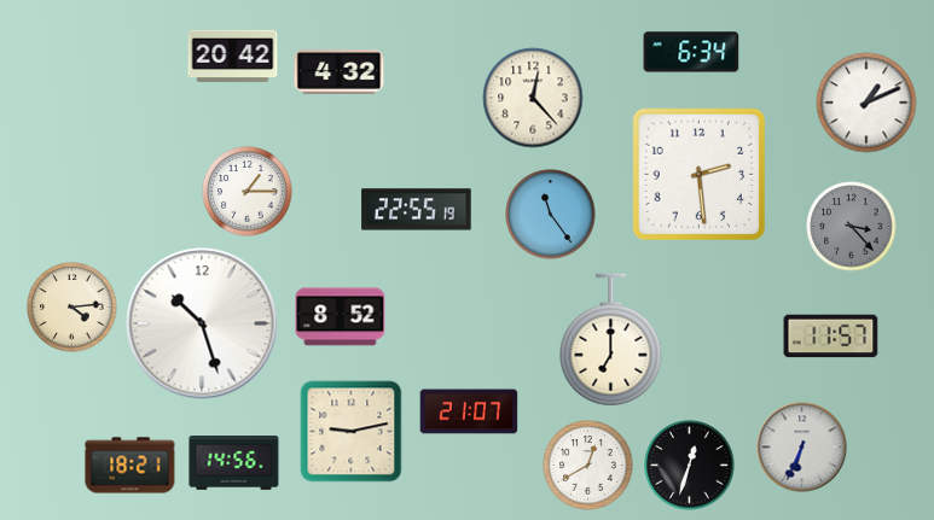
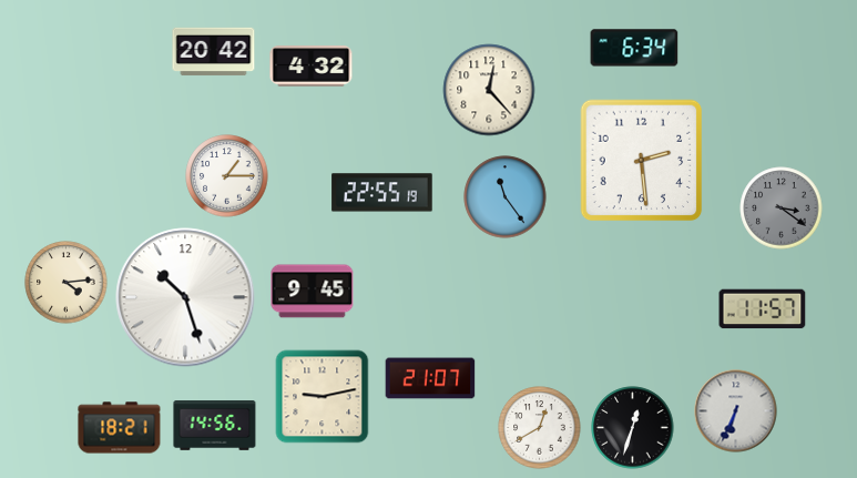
clock at (866, 103): 1:11 -> none
clock at (852, 227): 3:23 -> 3:21
clock at (341, 317): 8:52 -> 9:45
clock at (611, 340): 7:00 -> none
